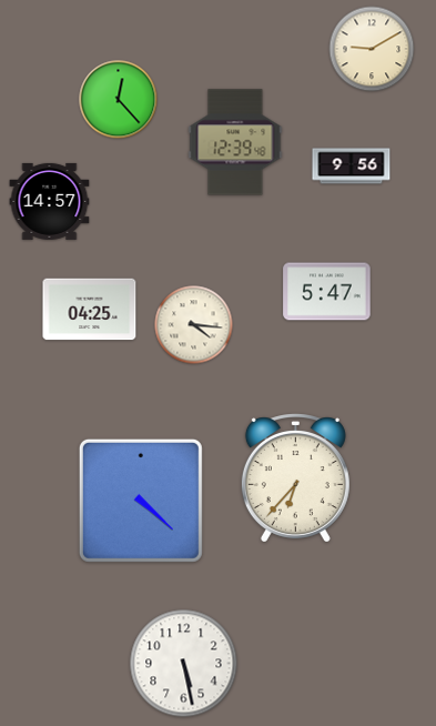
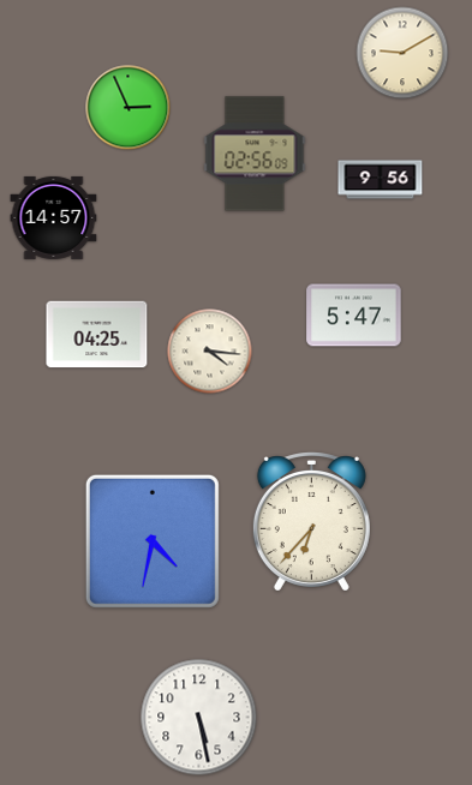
clock at (119, 100): 12:23 -> 2:56
clock at (235, 142): 12:39 -> 02:56
clock at (295, 478) position: (295, 478) -> (311, 522)
clock at (141, 501): 4:22 -> 4:32
